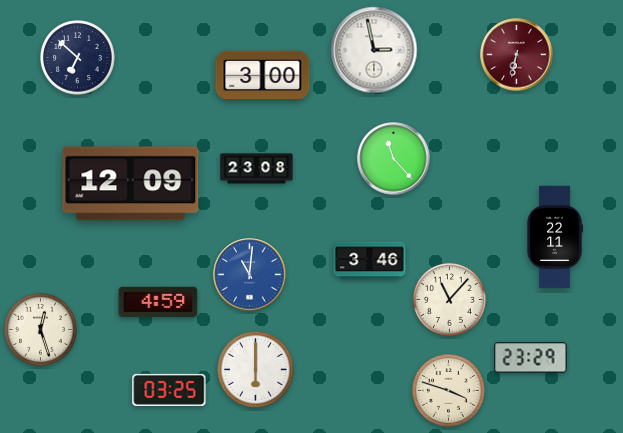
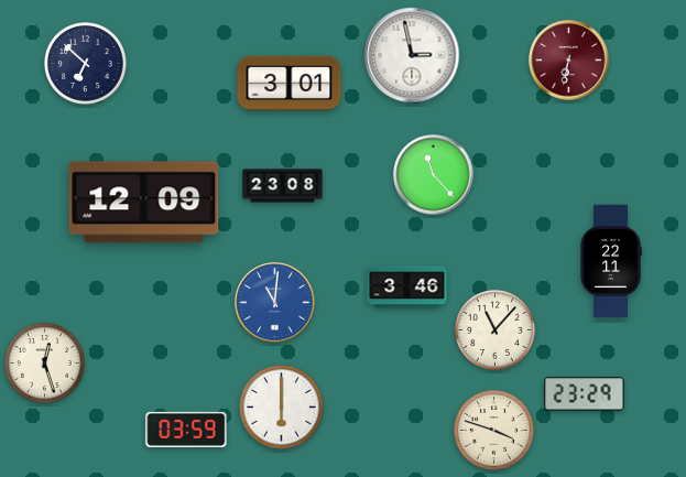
clock at (263, 76): 3:00 -> 3:01
clock at (158, 302): 4:59 -> none
clock at (169, 390): 03:25 -> 03:59
